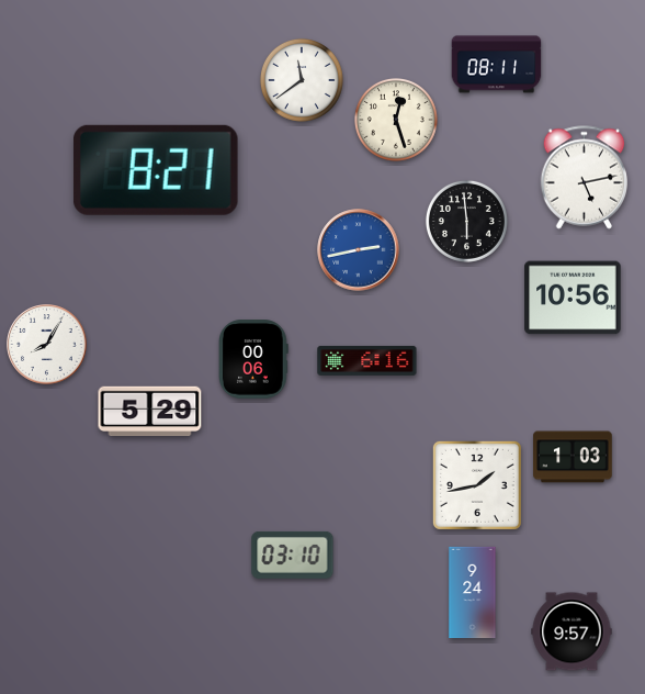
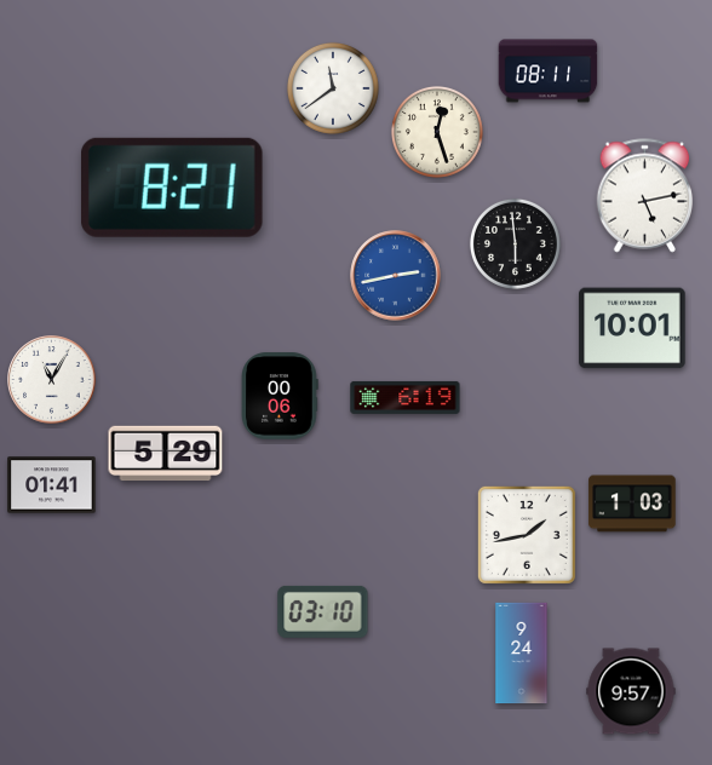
clock at (573, 298): 10:56 -> 10:01
clock at (47, 345): 8:05 -> 11:05
clock at (367, 360): 6:16 -> 6:19
clock at (52, 485): none -> 01:41
clock at (572, 631) position: (572, 631) -> (631, 691)
